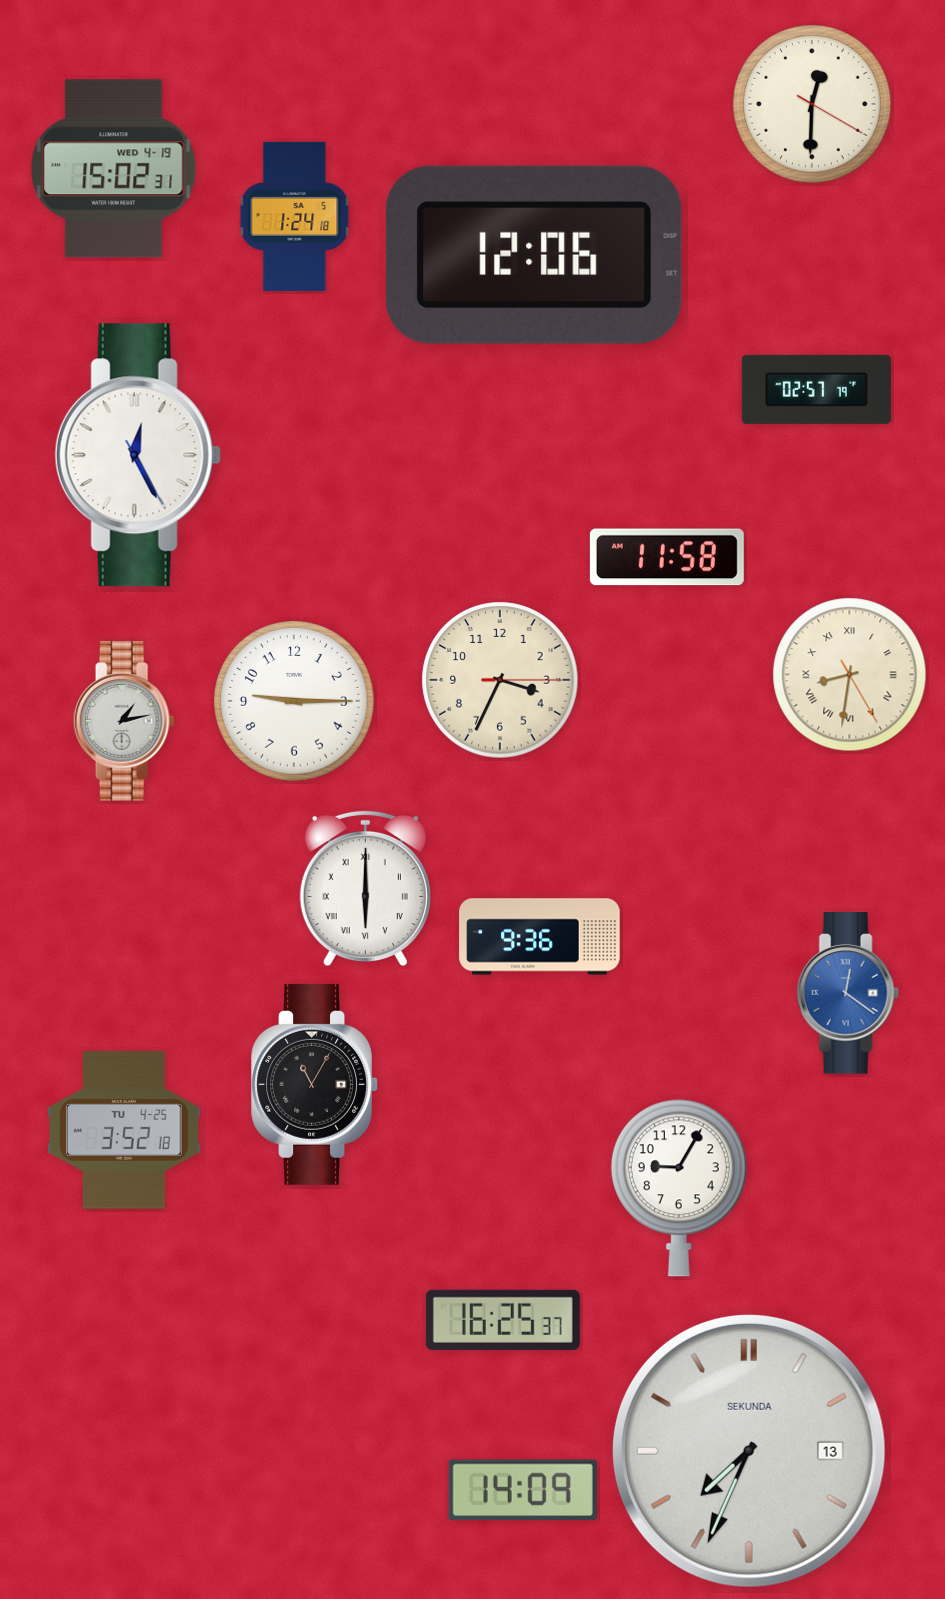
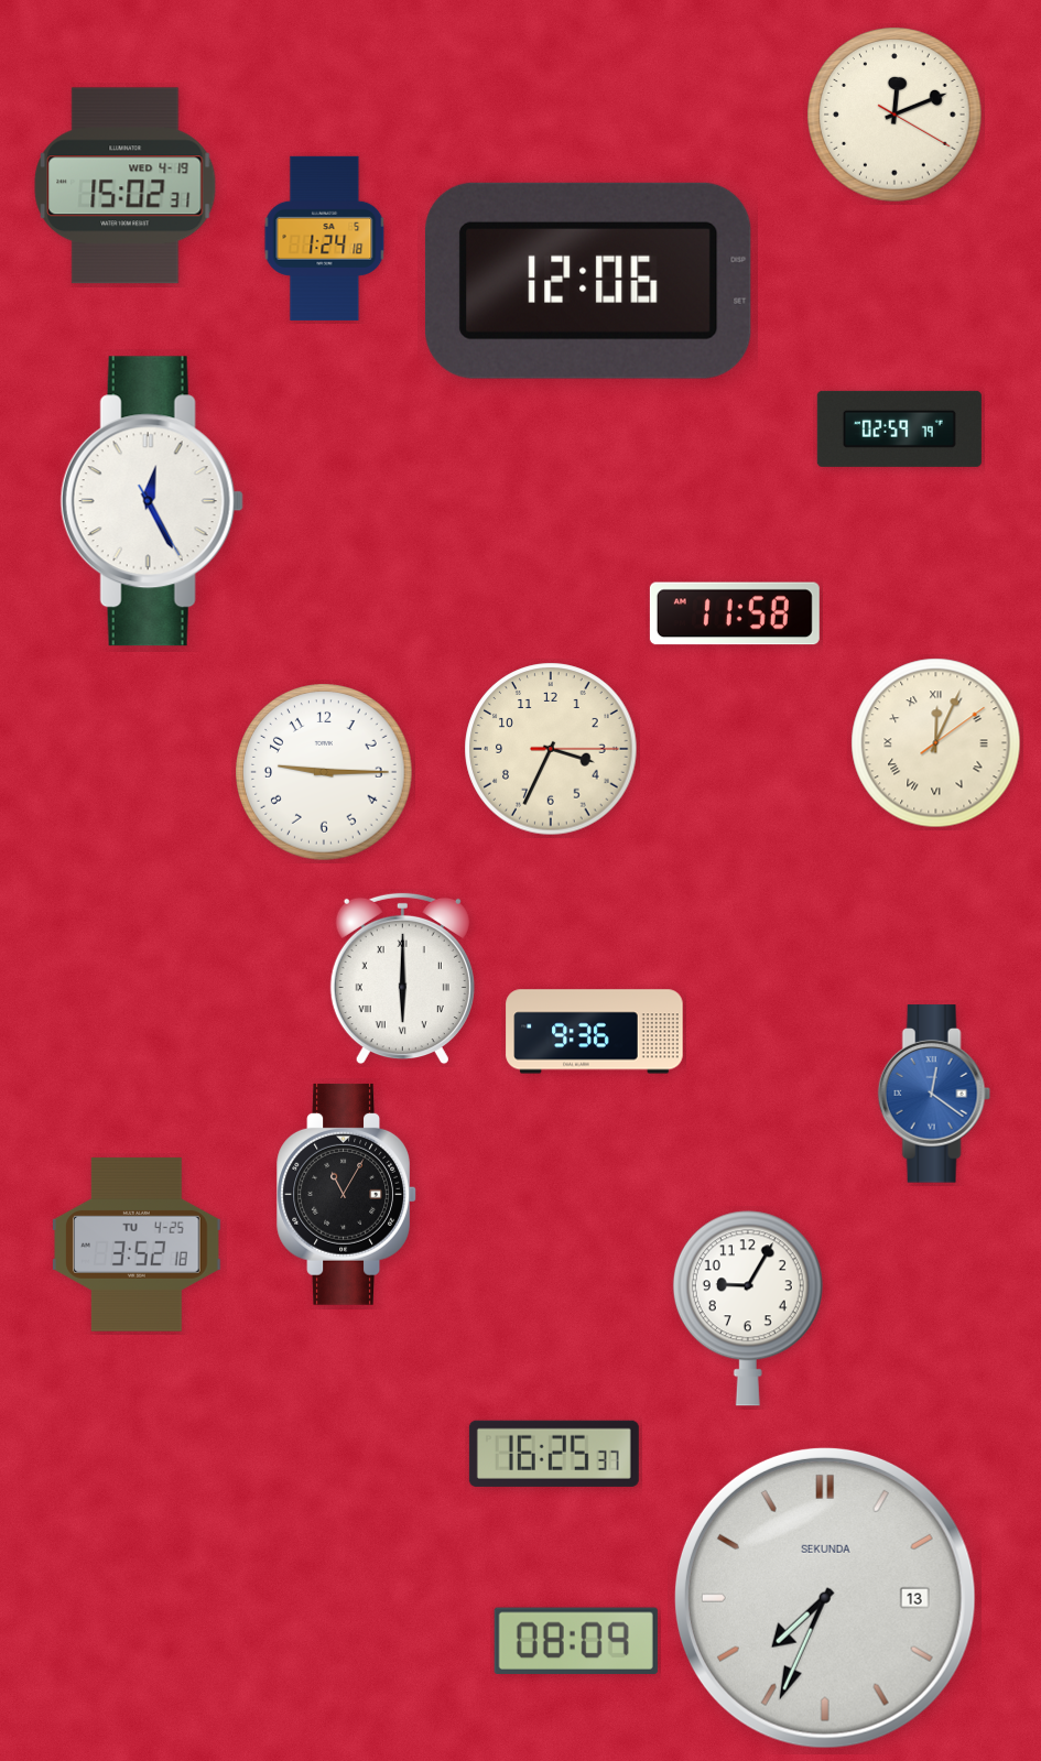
clock at (812, 104): 12:30 -> 12:11
clock at (816, 389): 02:57 -> 02:59
clock at (850, 675): 8:31 -> 12:04
clock at (124, 721): 1:13 -> none
clock at (523, 1489): 14:09 -> 08:09
